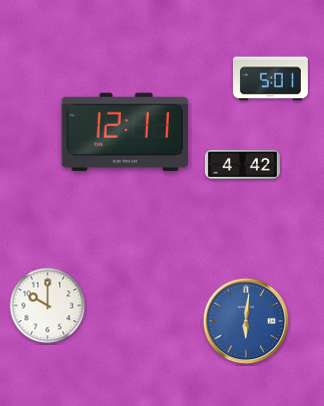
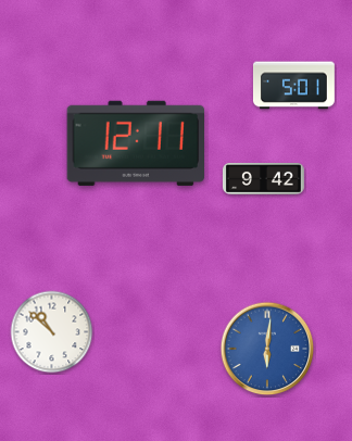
clock at (243, 165): 4:42 -> 9:42
clock at (48, 306): 10:00 -> 10:52
